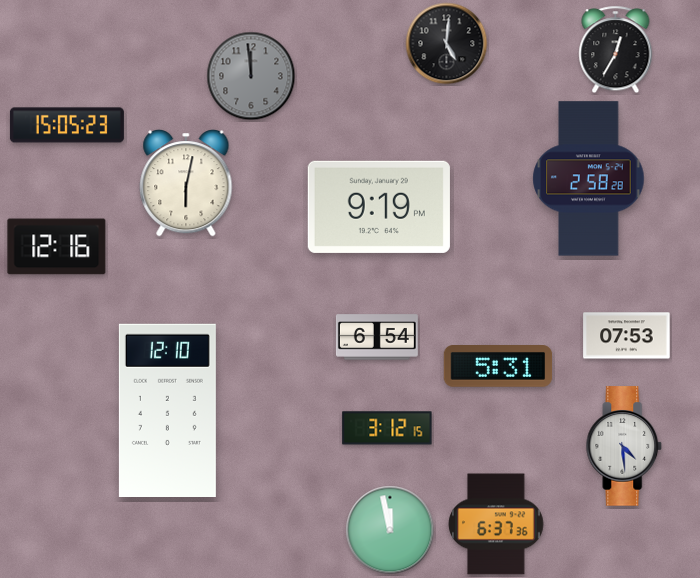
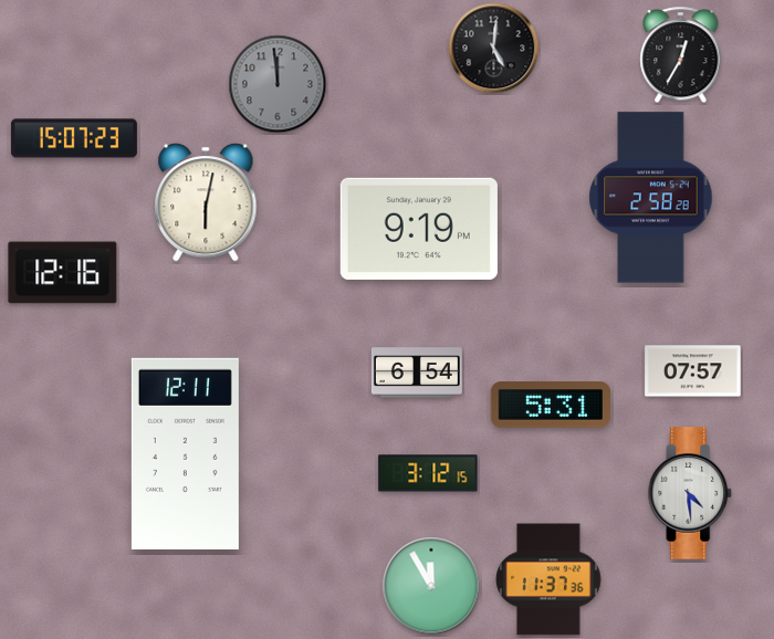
clock at (67, 125): 15:05 -> 15:07
clock at (627, 336): 07:53 -> 07:57
clock at (167, 410): 12:10 -> 12:11
clock at (496, 524): 6:37 -> 11:37
clock at (390, 530): 11:58 -> 11:55
